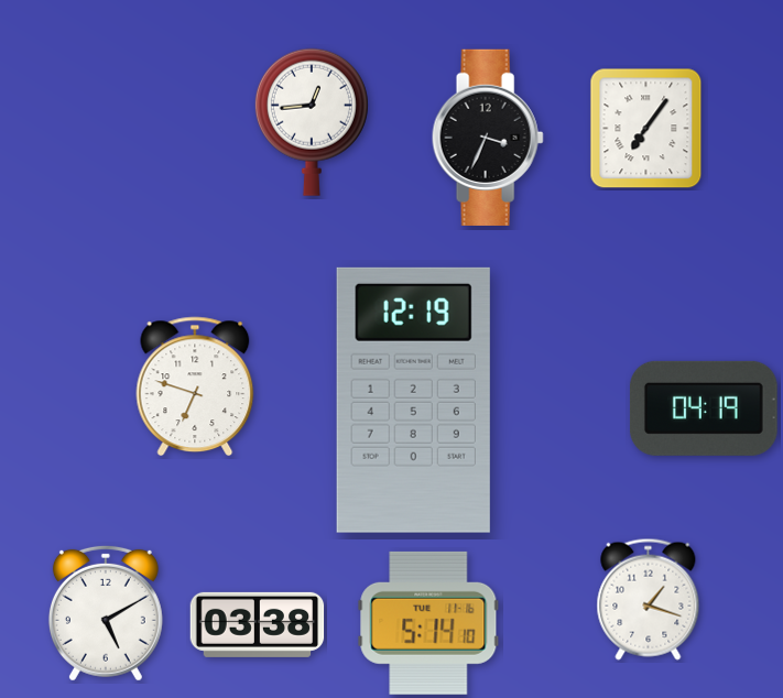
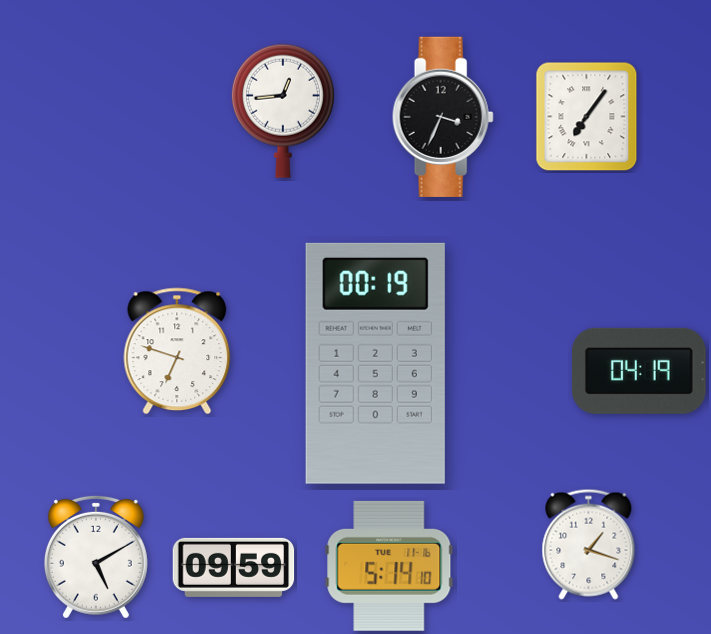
clock at (488, 138) position: (488, 138) -> (443, 117)
clock at (413, 400): 12:19 -> 00:19
clock at (258, 624): 03:38 -> 09:59
